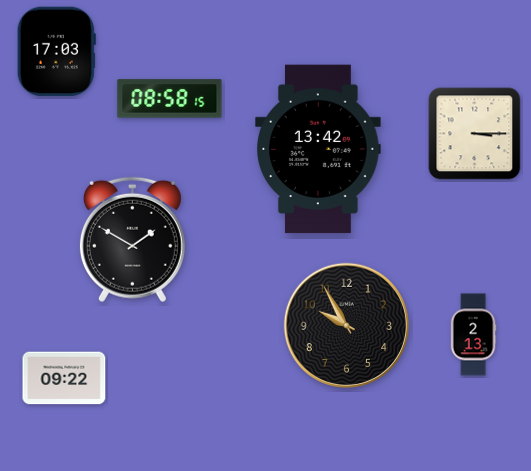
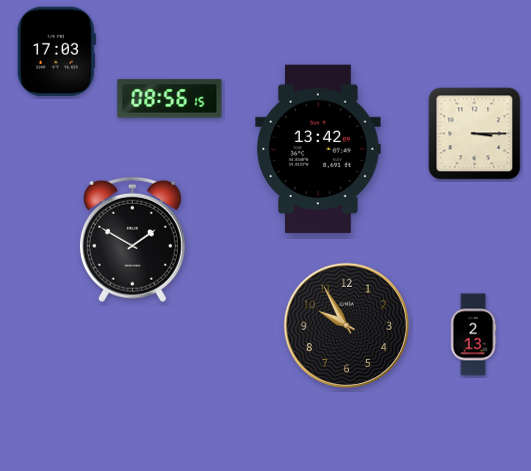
clock at (170, 99): 08:58 -> 08:56
clock at (64, 378): 09:22 -> none
